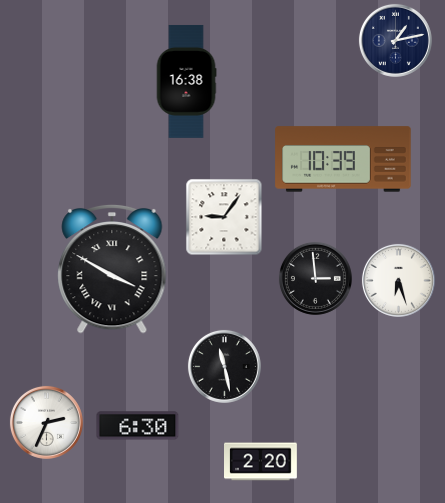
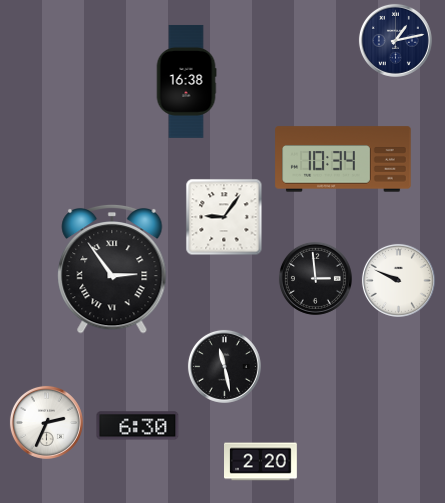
clock at (343, 159): 10:39 -> 10:34
clock at (112, 269): 3:50 -> 2:54
clock at (398, 280): 6:27 -> 9:49
